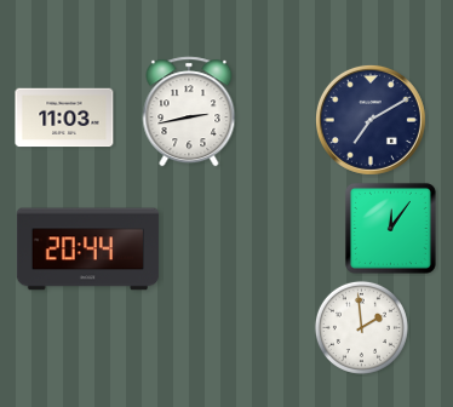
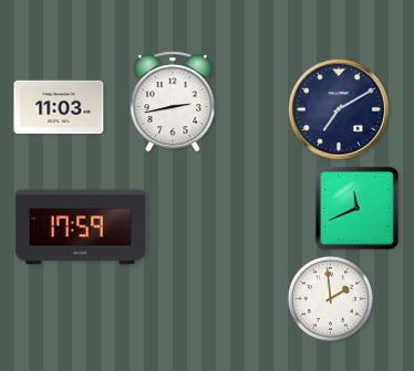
clock at (390, 228): 12:06 -> 11:41
clock at (88, 250): 20:44 -> 17:59
